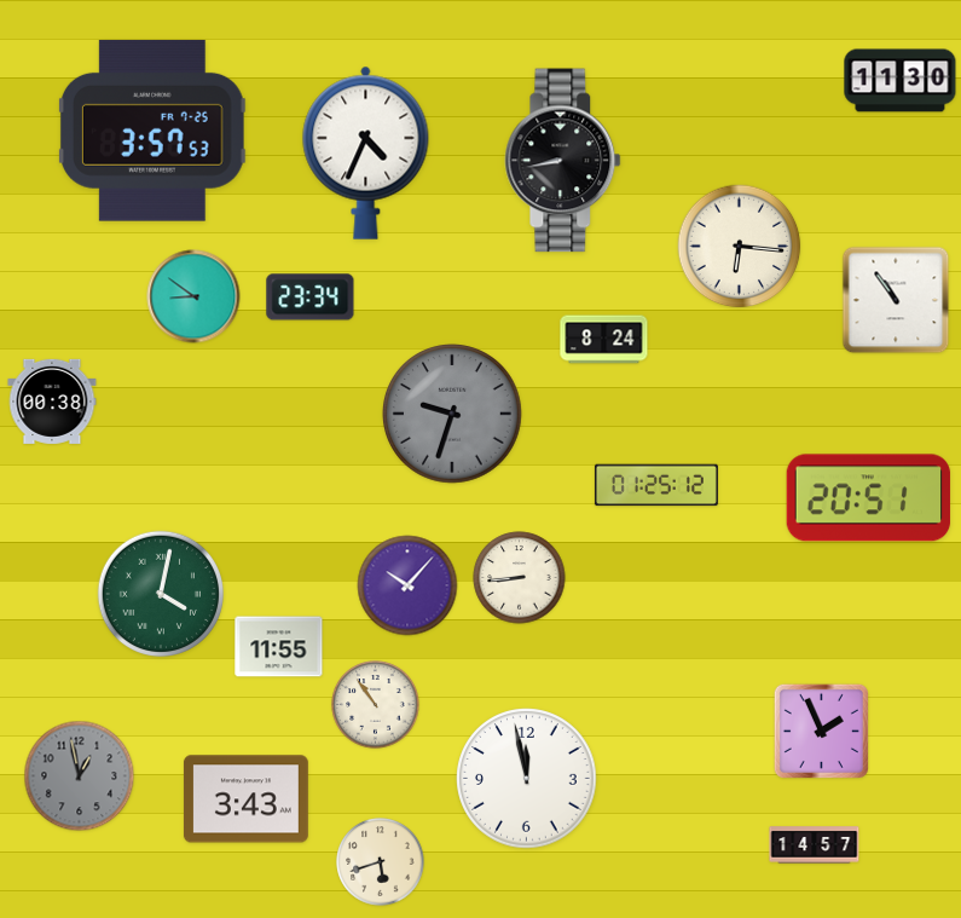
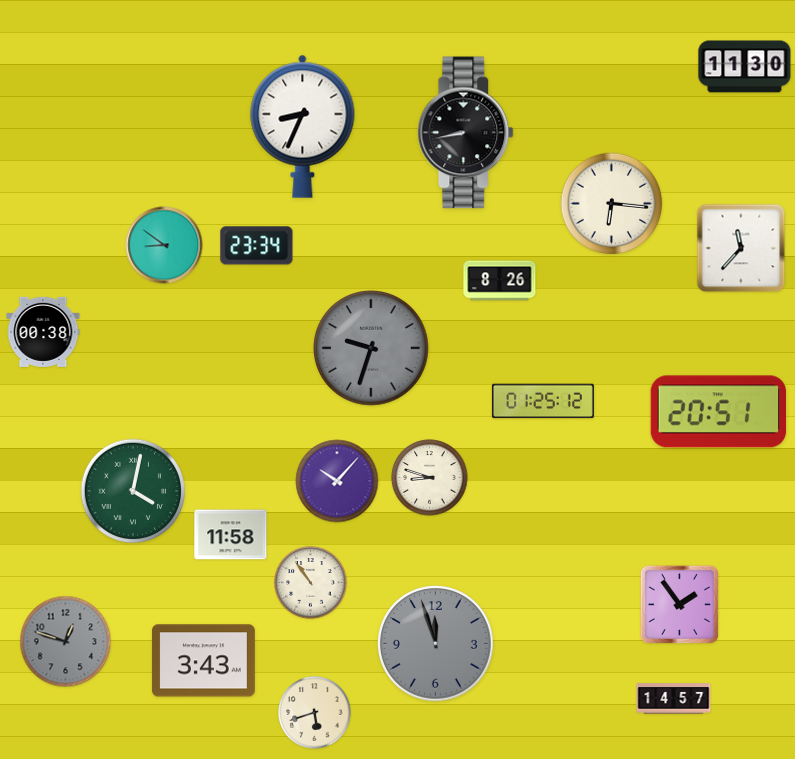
clock at (152, 131): 3:57 -> none
clock at (366, 152): 4:34 -> 8:34
clock at (193, 296) position: (193, 296) -> (164, 245)
clock at (896, 300): 10:54 -> 11:37
clock at (604, 340): 8:24 -> 8:26
clock at (453, 415) position: (453, 415) -> (372, 349)
clock at (520, 578): 8:44 -> 8:48
clock at (407, 585) position: (407, 585) -> (337, 481)
clock at (279, 647): 11:55 -> 11:58
clock at (821, 731): 1:56 -> 1:54
clock at (80, 776): 12:58 -> 12:48
clock at (527, 779): 11:58 -> 11:57
clock at (527, 779) dial: white -> grey
